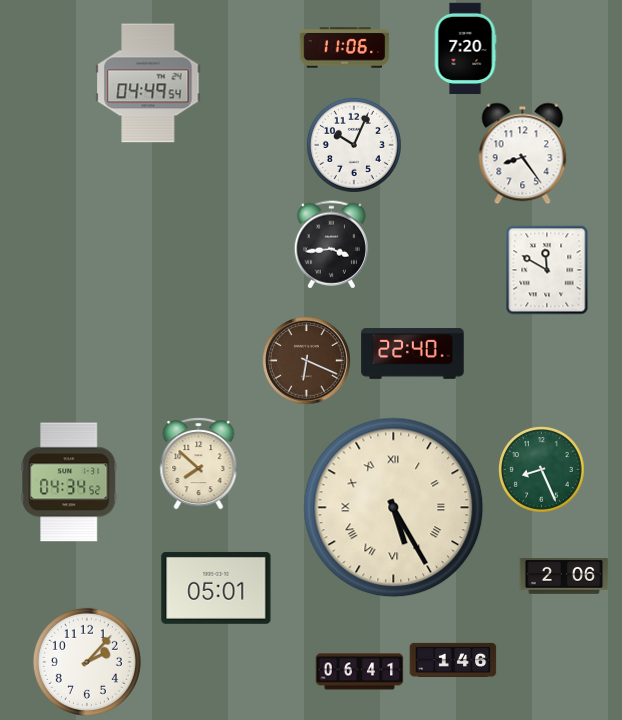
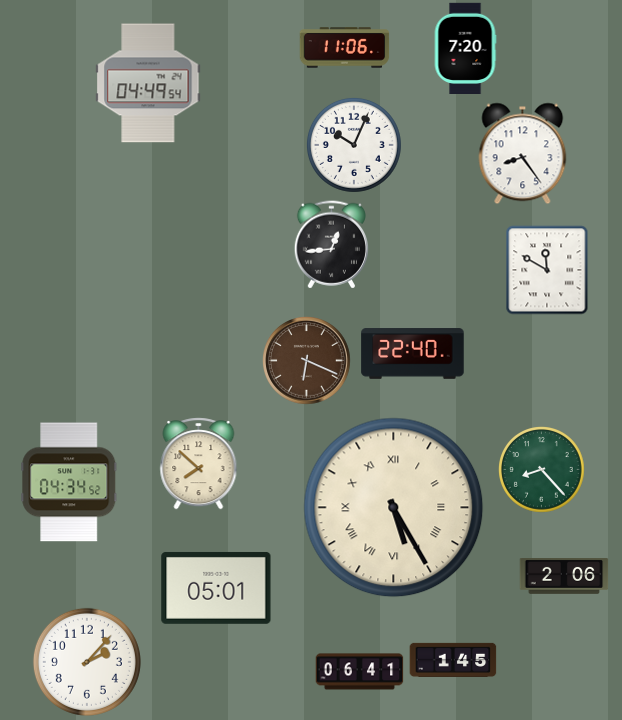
clock at (331, 245): 3:44 -> 12:44
clock at (542, 470): 8:26 -> 8:23
clock at (453, 660): 1:46 -> 1:45
